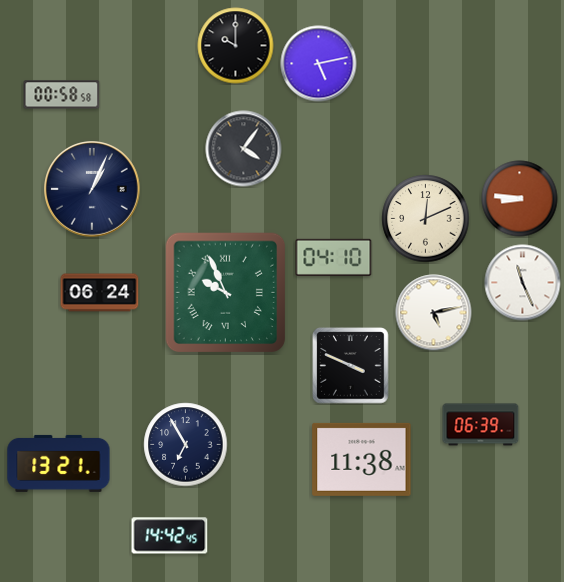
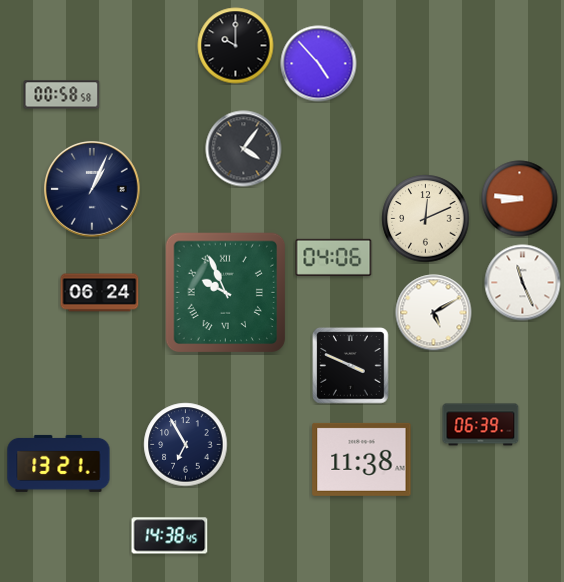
clock at (319, 64): 5:13 -> 4:53
clock at (334, 257): 04:10 -> 04:06
clock at (434, 313): 5:13 -> 5:10
clock at (170, 536): 14:42 -> 14:38
